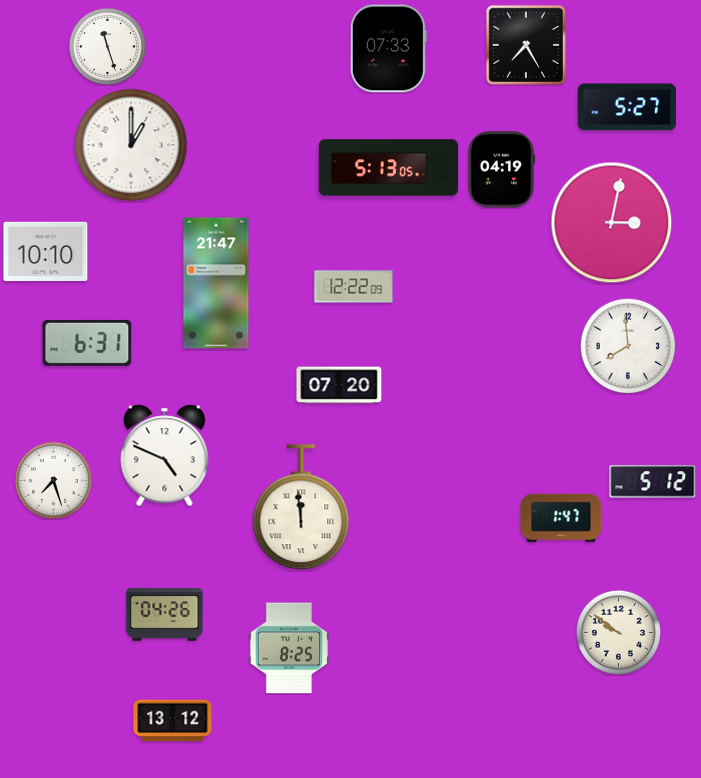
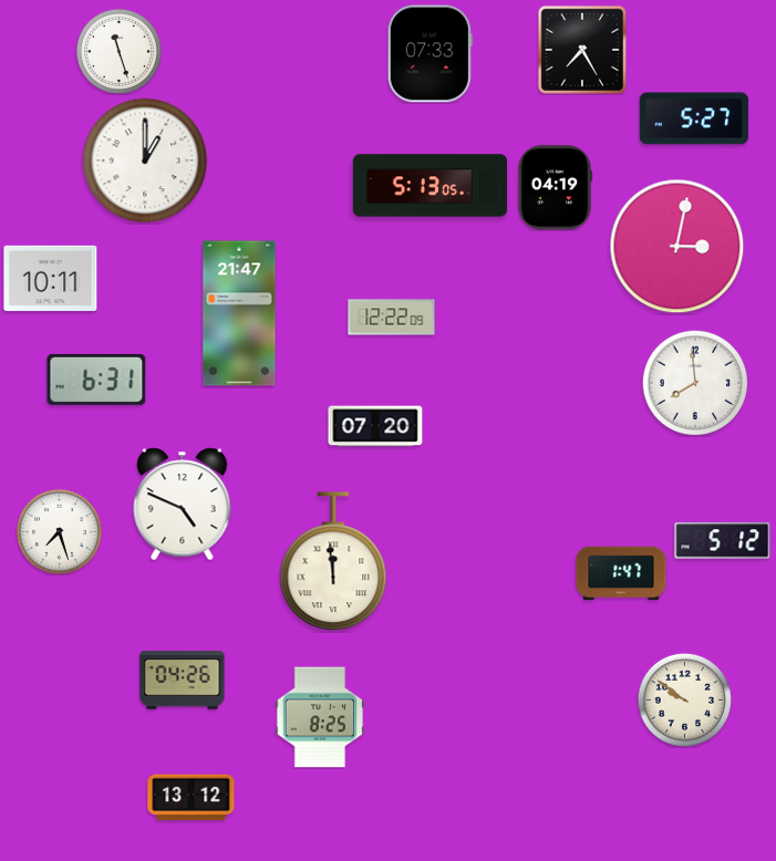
clock at (46, 251): 10:10 -> 10:11
clock at (653, 482) position: (653, 482) -> (723, 541)
